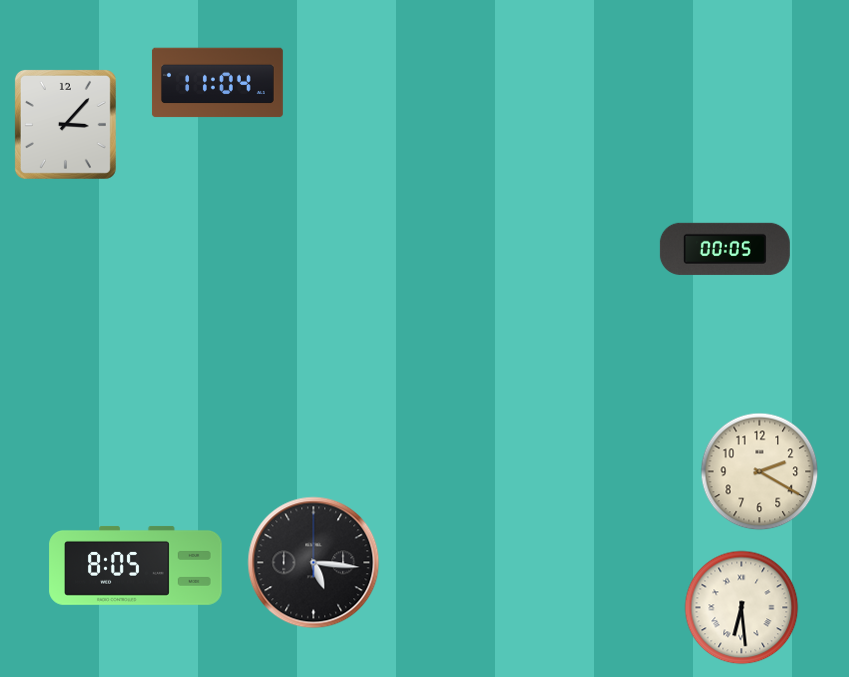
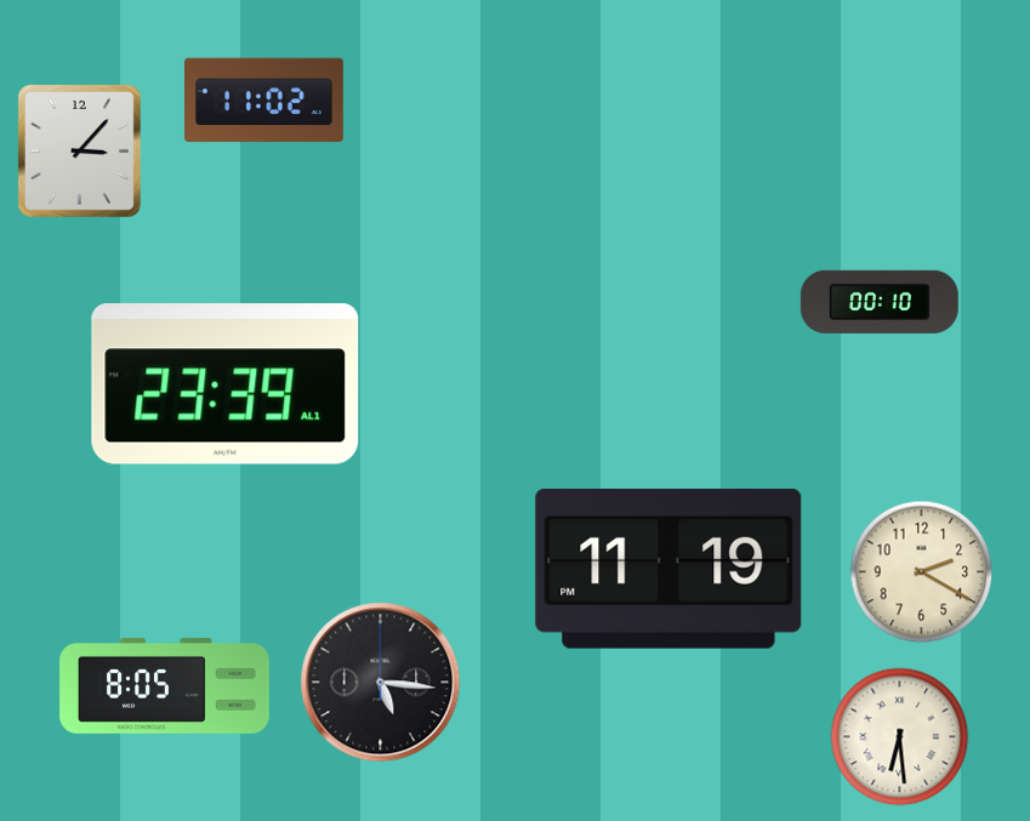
clock at (217, 83): 11:04 -> 11:02
clock at (725, 249): 00:05 -> 00:10
clock at (226, 384): none -> 23:39
clock at (668, 569): none -> 11:19
